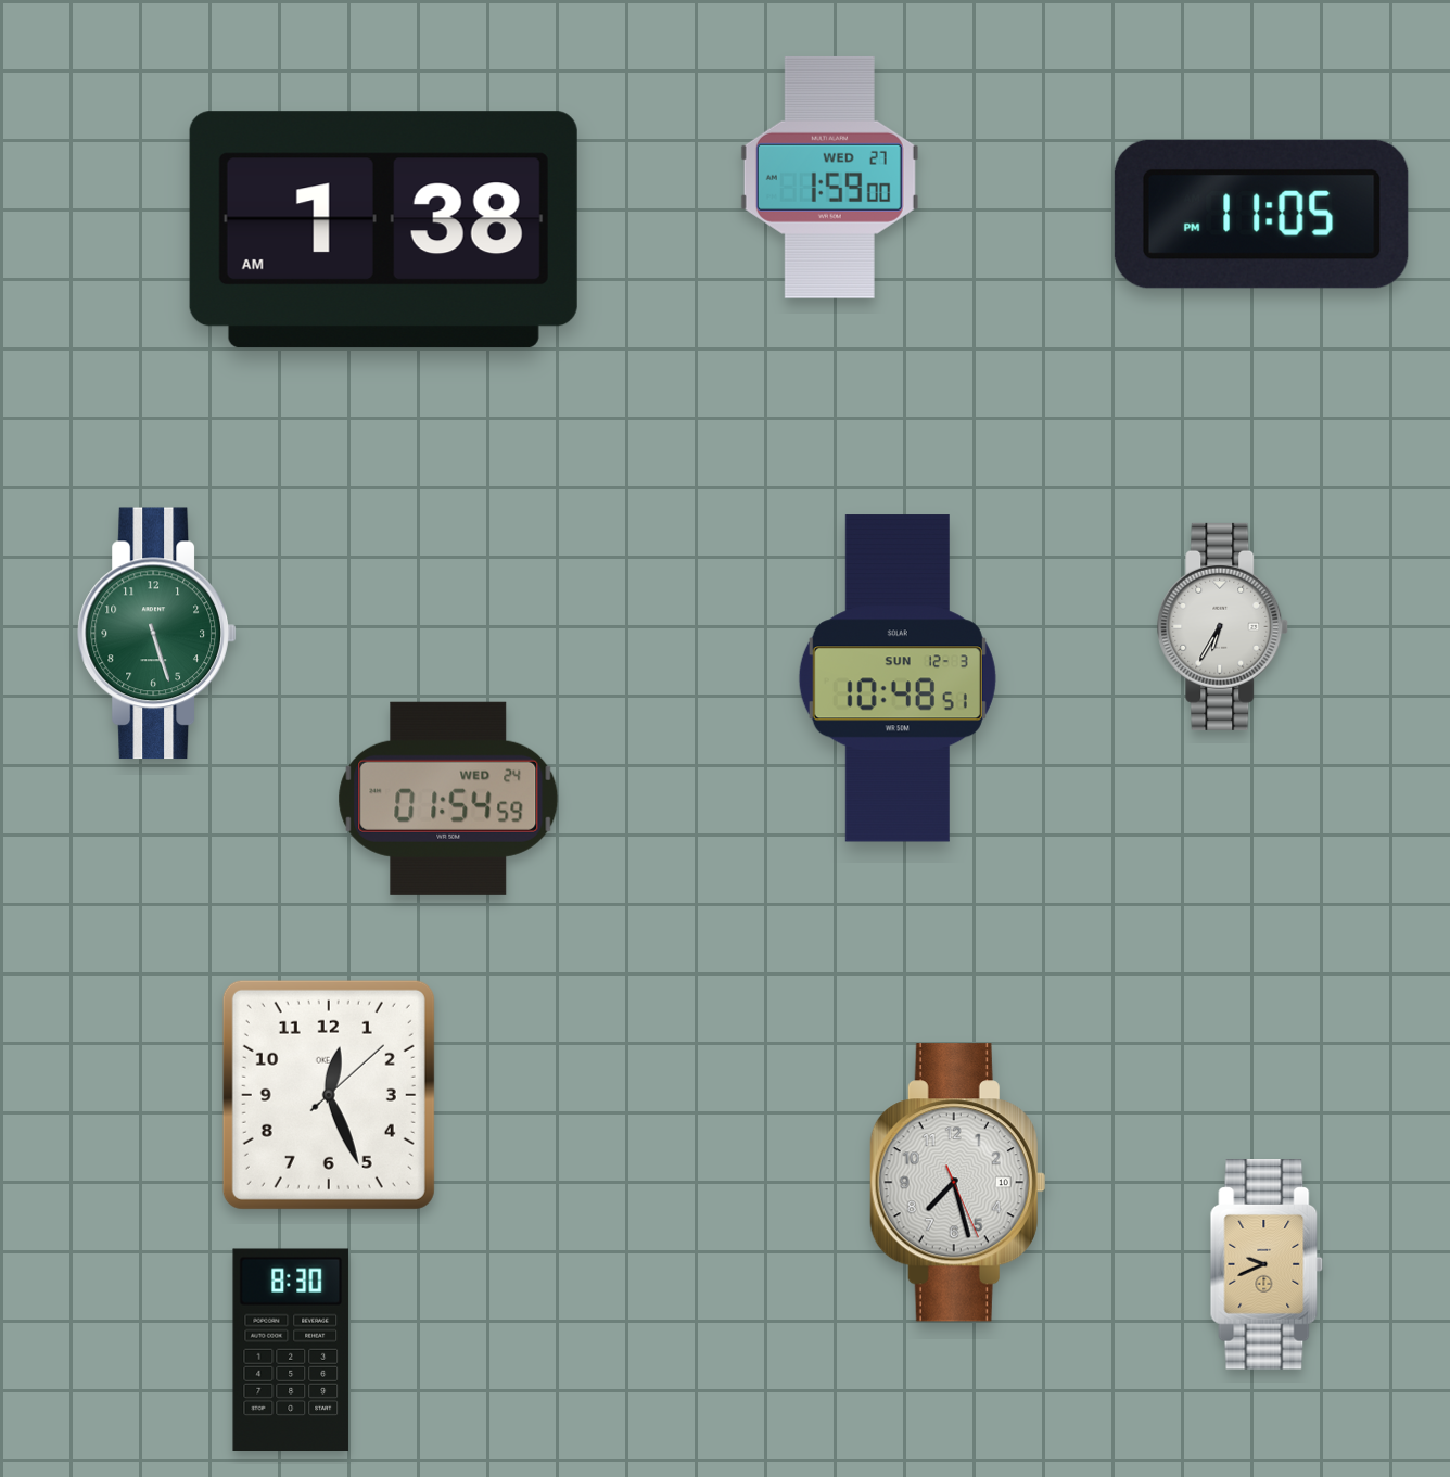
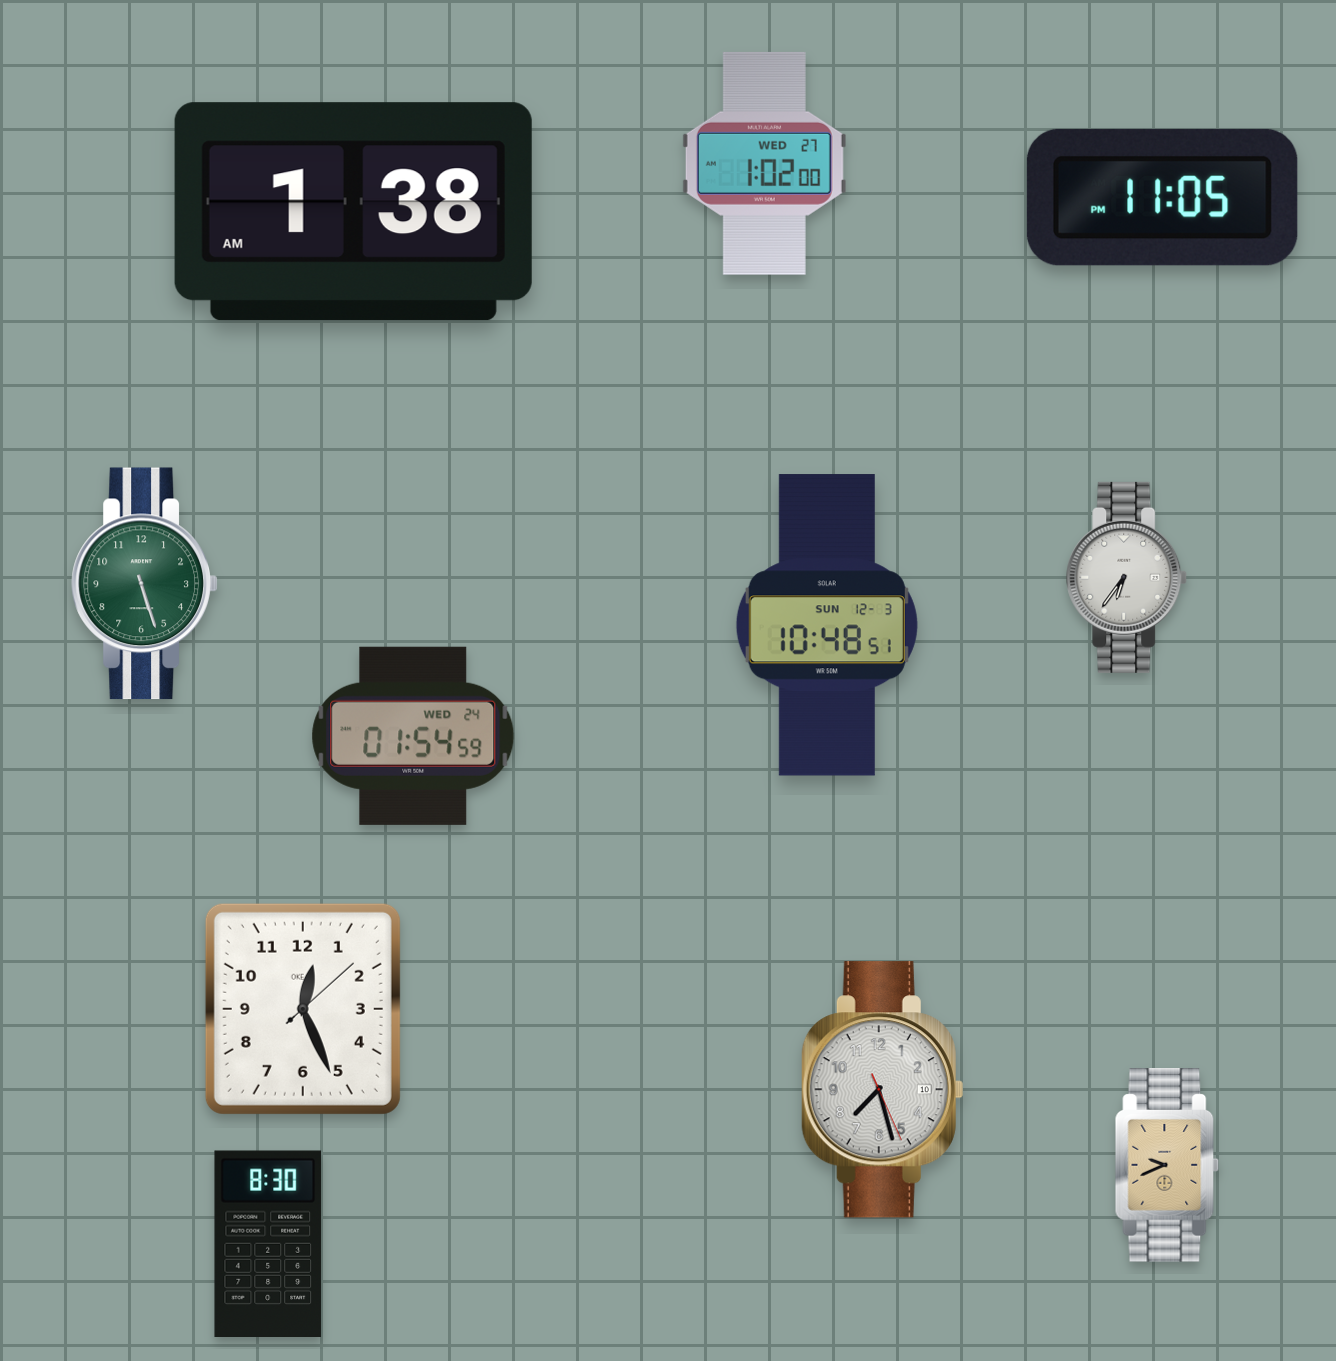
clock at (829, 177): 1:59 -> 1:02
clock at (1223, 626): 6:35 -> 6:36
